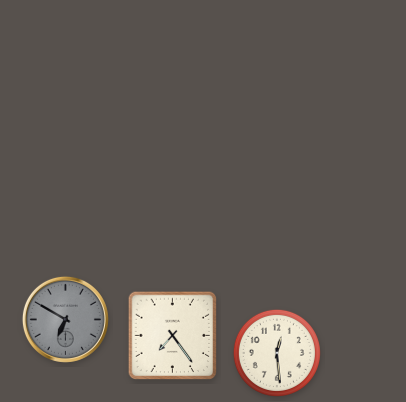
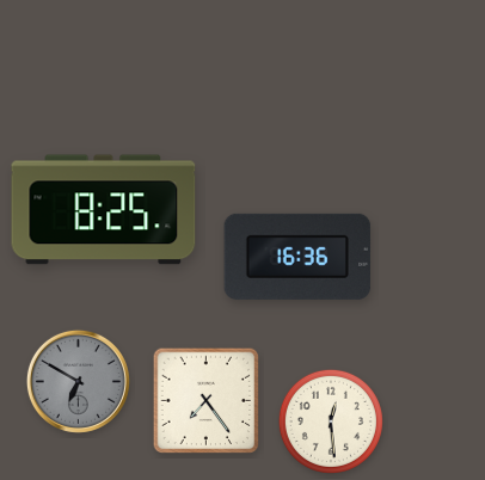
clock at (104, 210): none -> 8:25
clock at (297, 257): none -> 16:36
